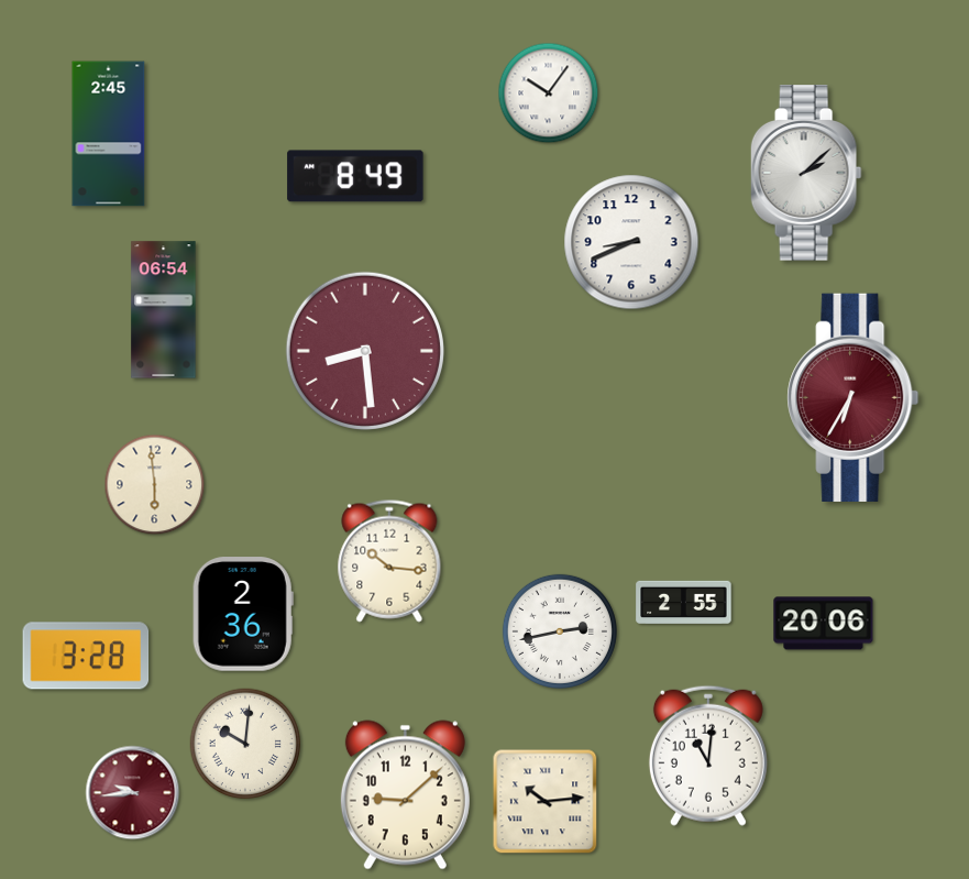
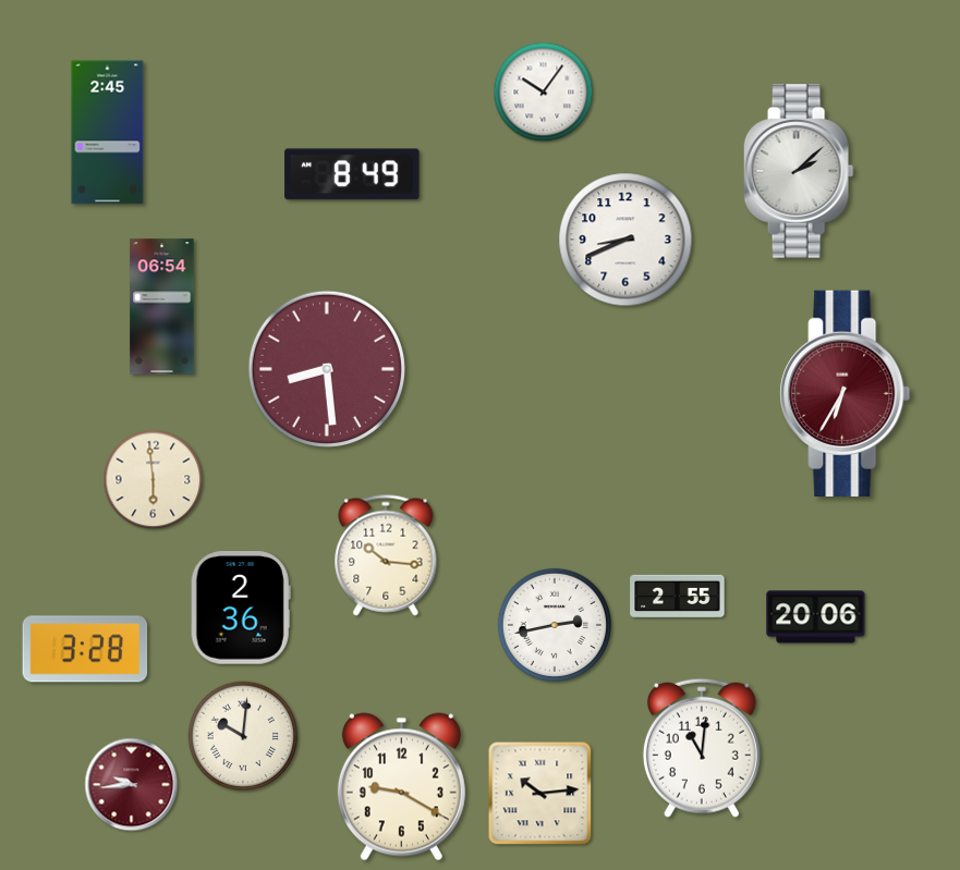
clock at (365, 351) position: (365, 351) -> (327, 369)
clock at (405, 795): 9:08 -> 9:20
